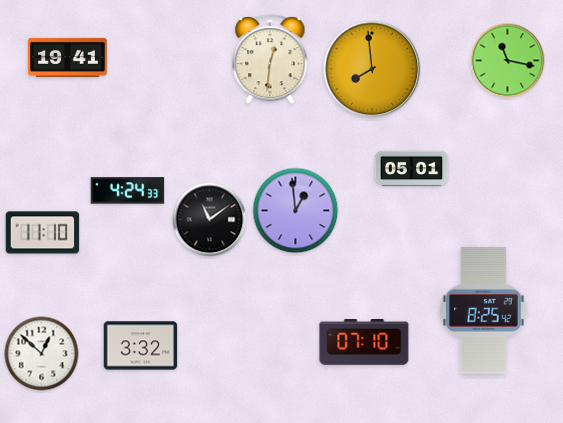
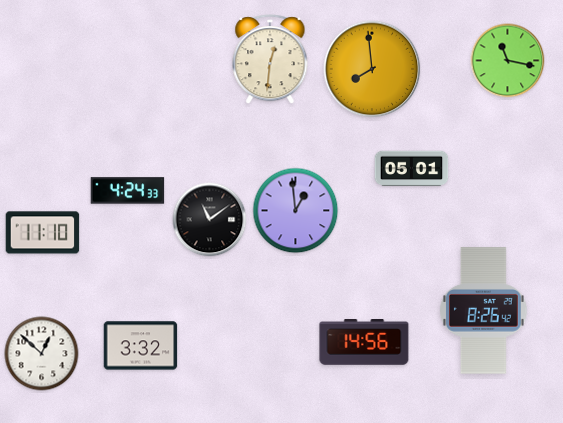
clock at (68, 57): 19:41 -> none
clock at (484, 311): 8:25 -> 8:26
clock at (364, 343): 07:10 -> 14:56
